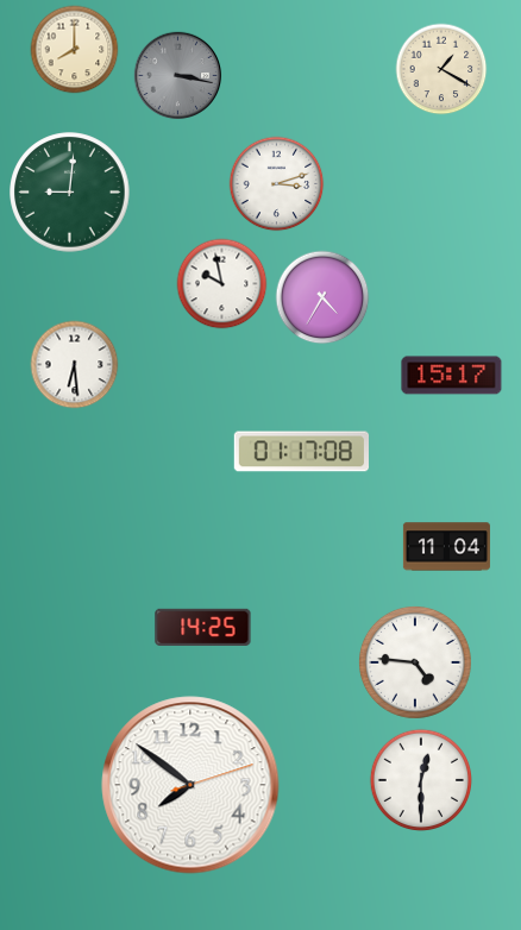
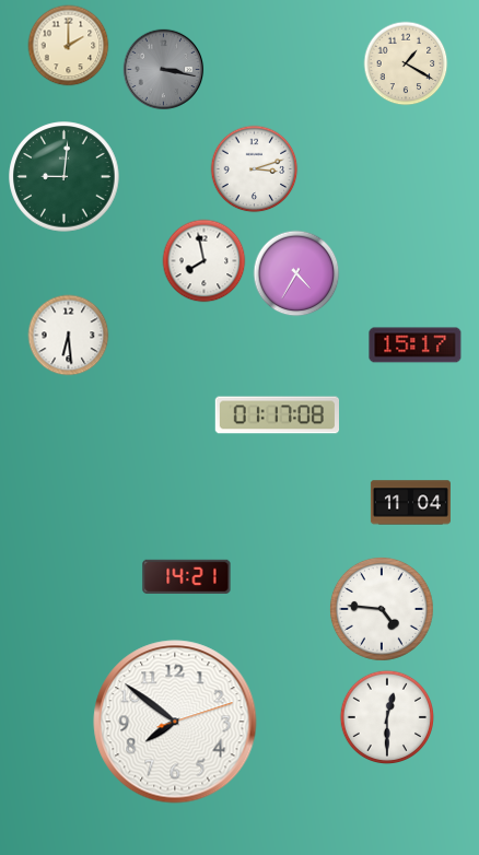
clock at (75, 50): 8:00 -> 2:00
clock at (222, 284): 9:58 -> 7:58
clock at (203, 627): 14:25 -> 14:21
